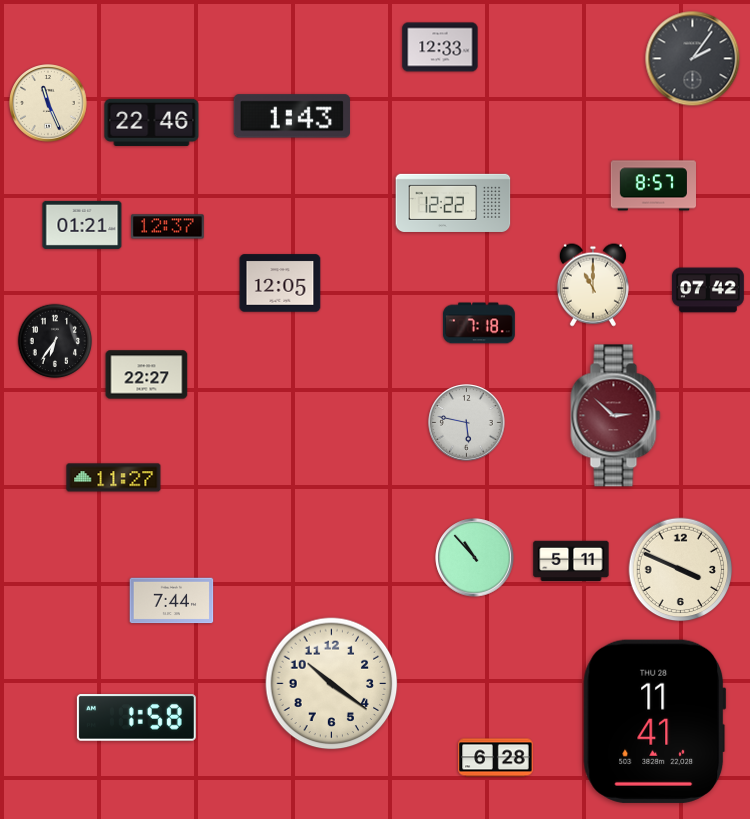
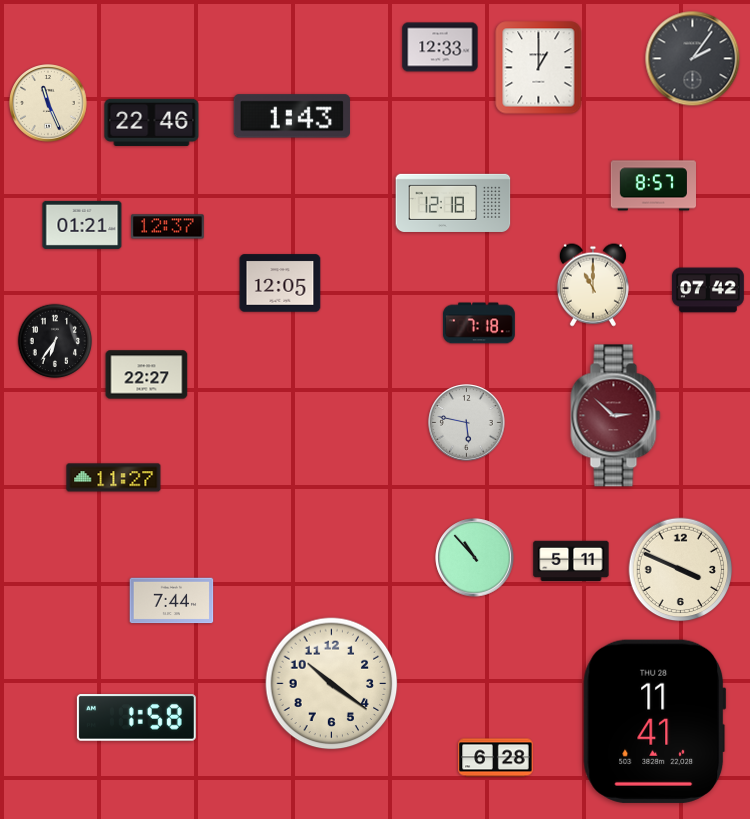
clock at (539, 68): none -> 1:00
clock at (453, 203): 12:22 -> 12:18
